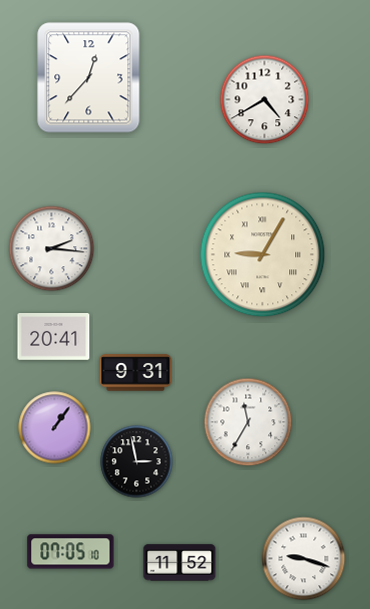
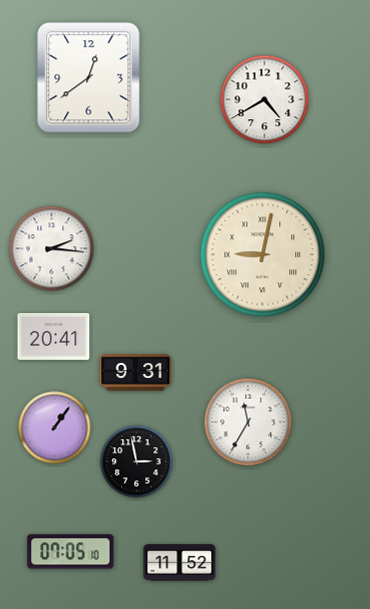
clock at (89, 78): 12:37 -> 12:39
clock at (263, 255): 9:05 -> 9:02
clock at (304, 559): 9:18 -> none
